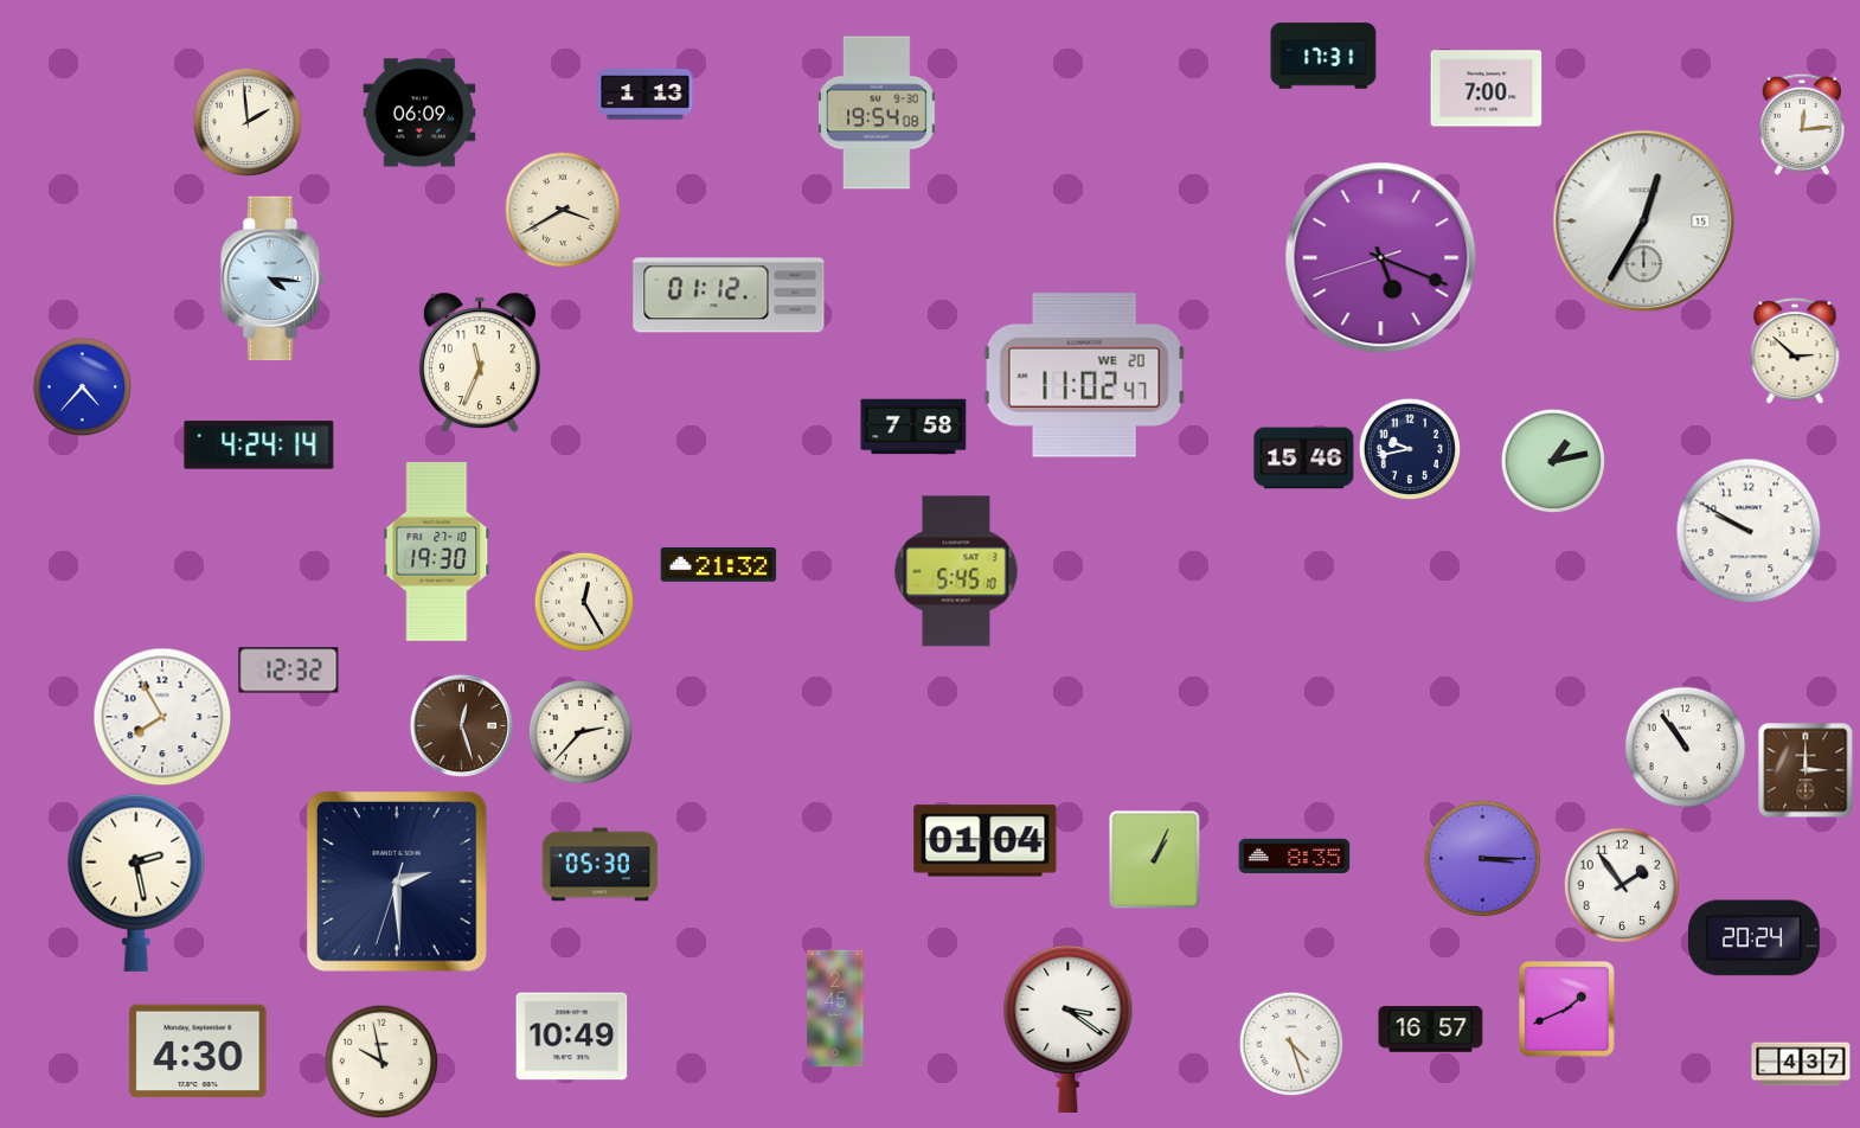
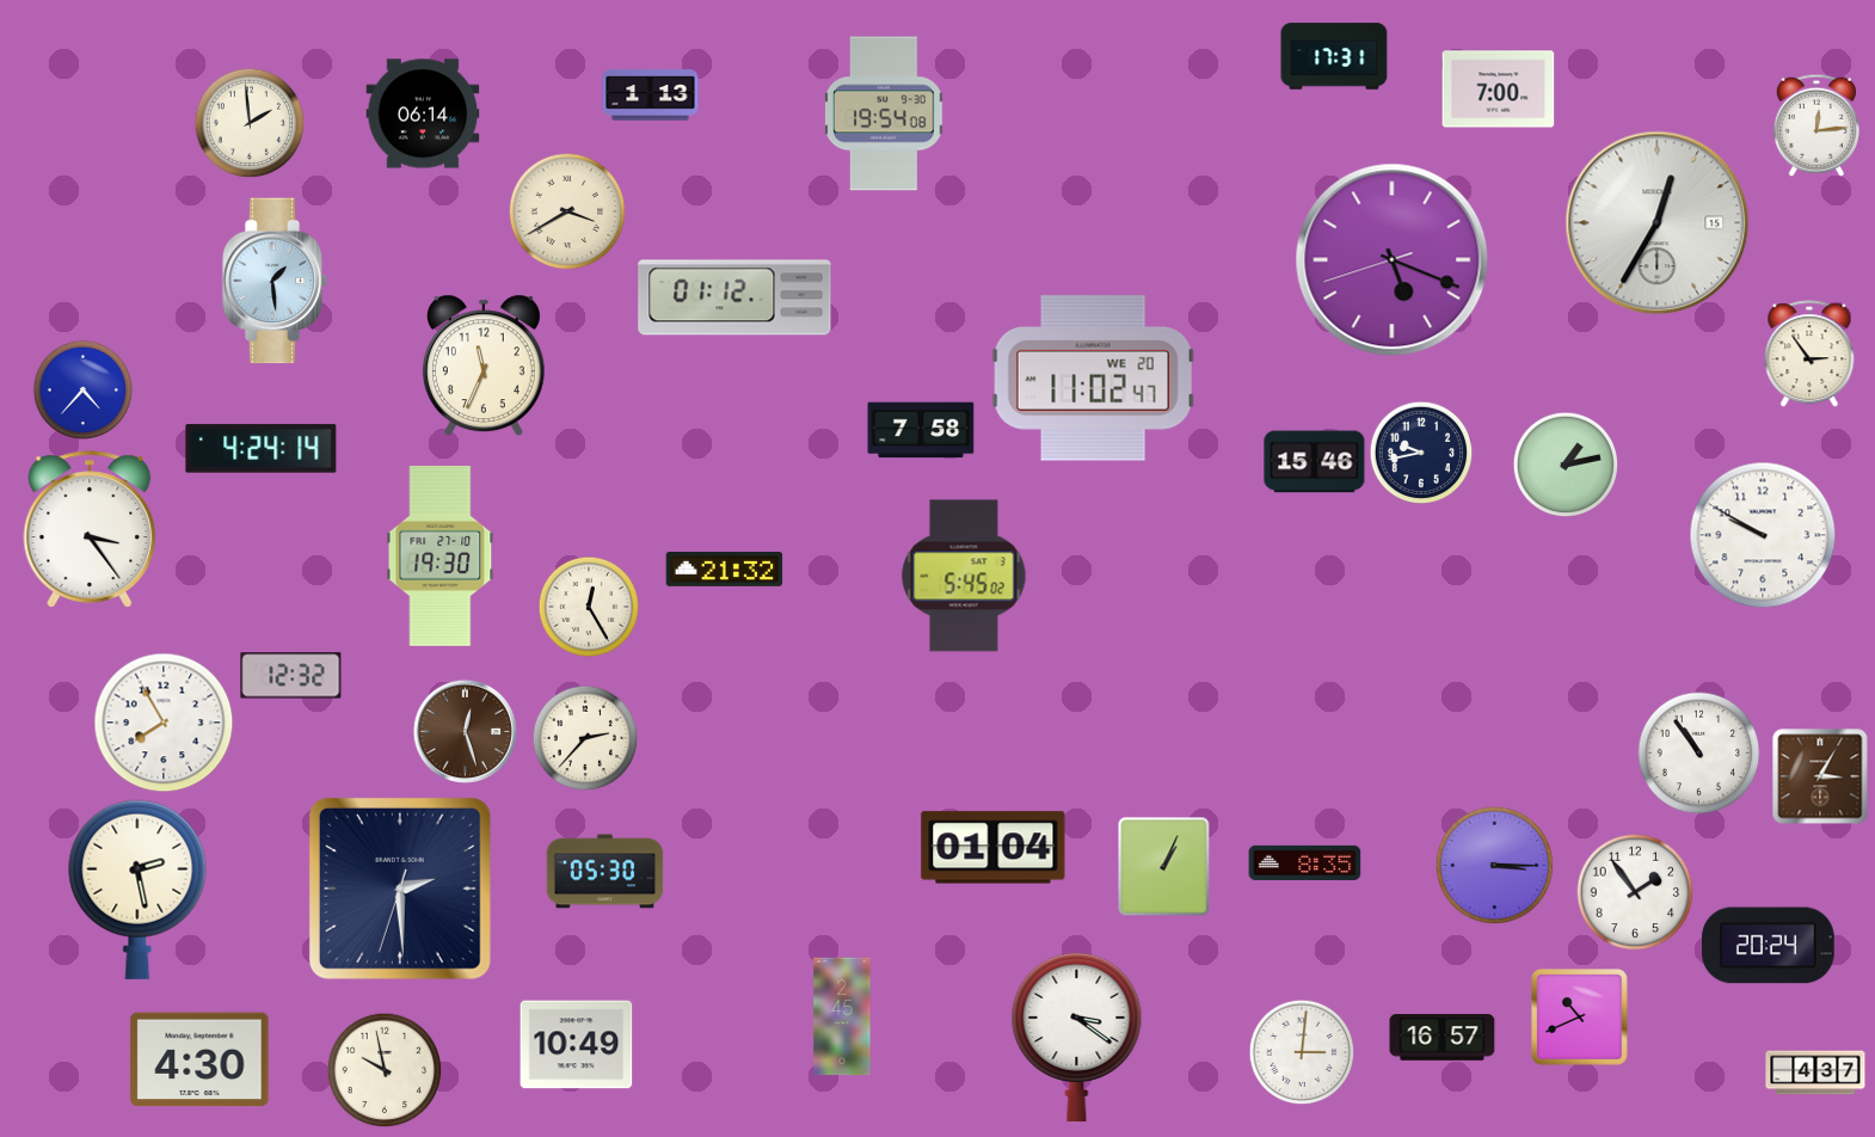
clock at (419, 113): 06:09 -> 06:14
clock at (272, 278): 4:16 -> 1:29
clock at (1795, 351): 2:52 -> 2:54
clock at (90, 529): none -> 3:24
clock at (956, 571): 5:45:10 -> 5:45:02
clock at (1806, 770): 3:00 -> 3:05
clock at (1567, 1010): 1:41 -> 10:41
clock at (1291, 1044): 4:27 -> 3:01
